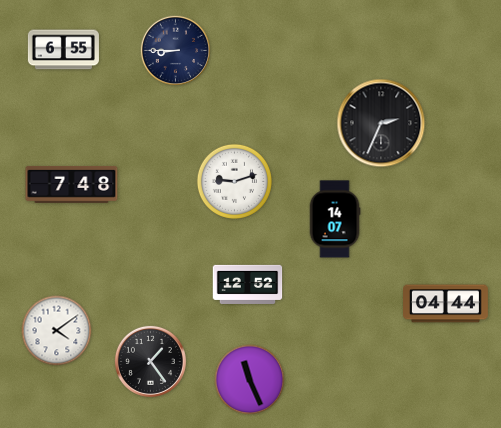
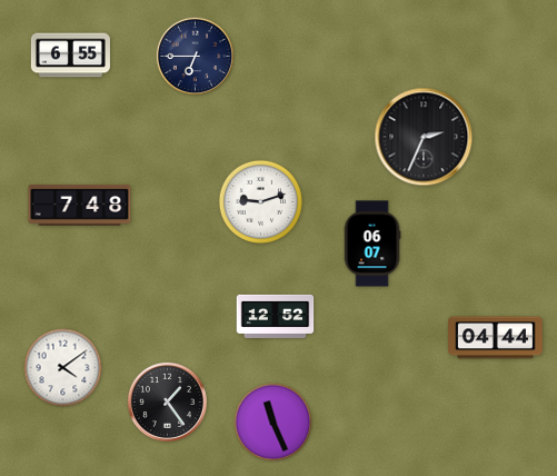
clock at (175, 50): 8:45 -> 6:45
clock at (335, 219): 14:07 -> 06:07
clock at (250, 380) position: (250, 380) -> (273, 423)
